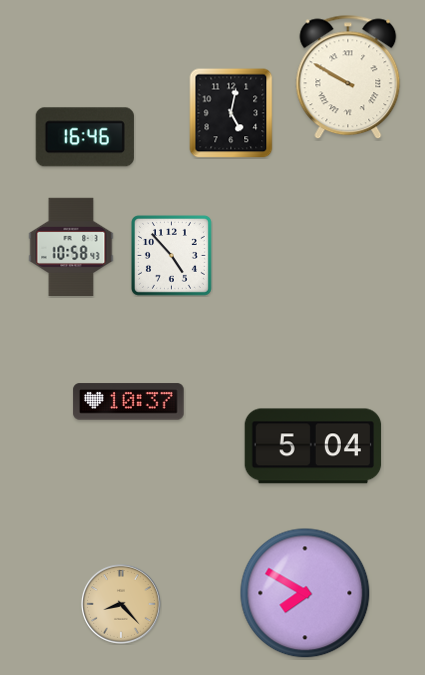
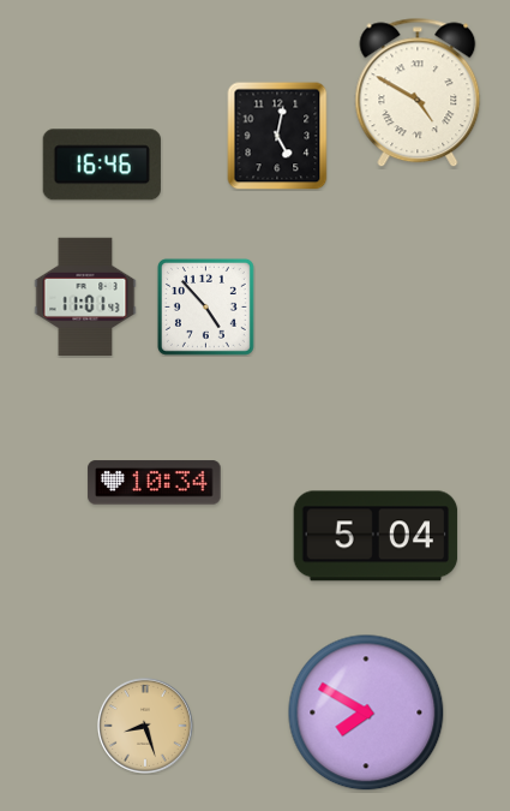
clock at (348, 77): 9:50 -> 4:50
clock at (71, 247): 10:58 -> 11:01
clock at (129, 402): 10:37 -> 10:34
clock at (121, 604): 8:23 -> 8:27
